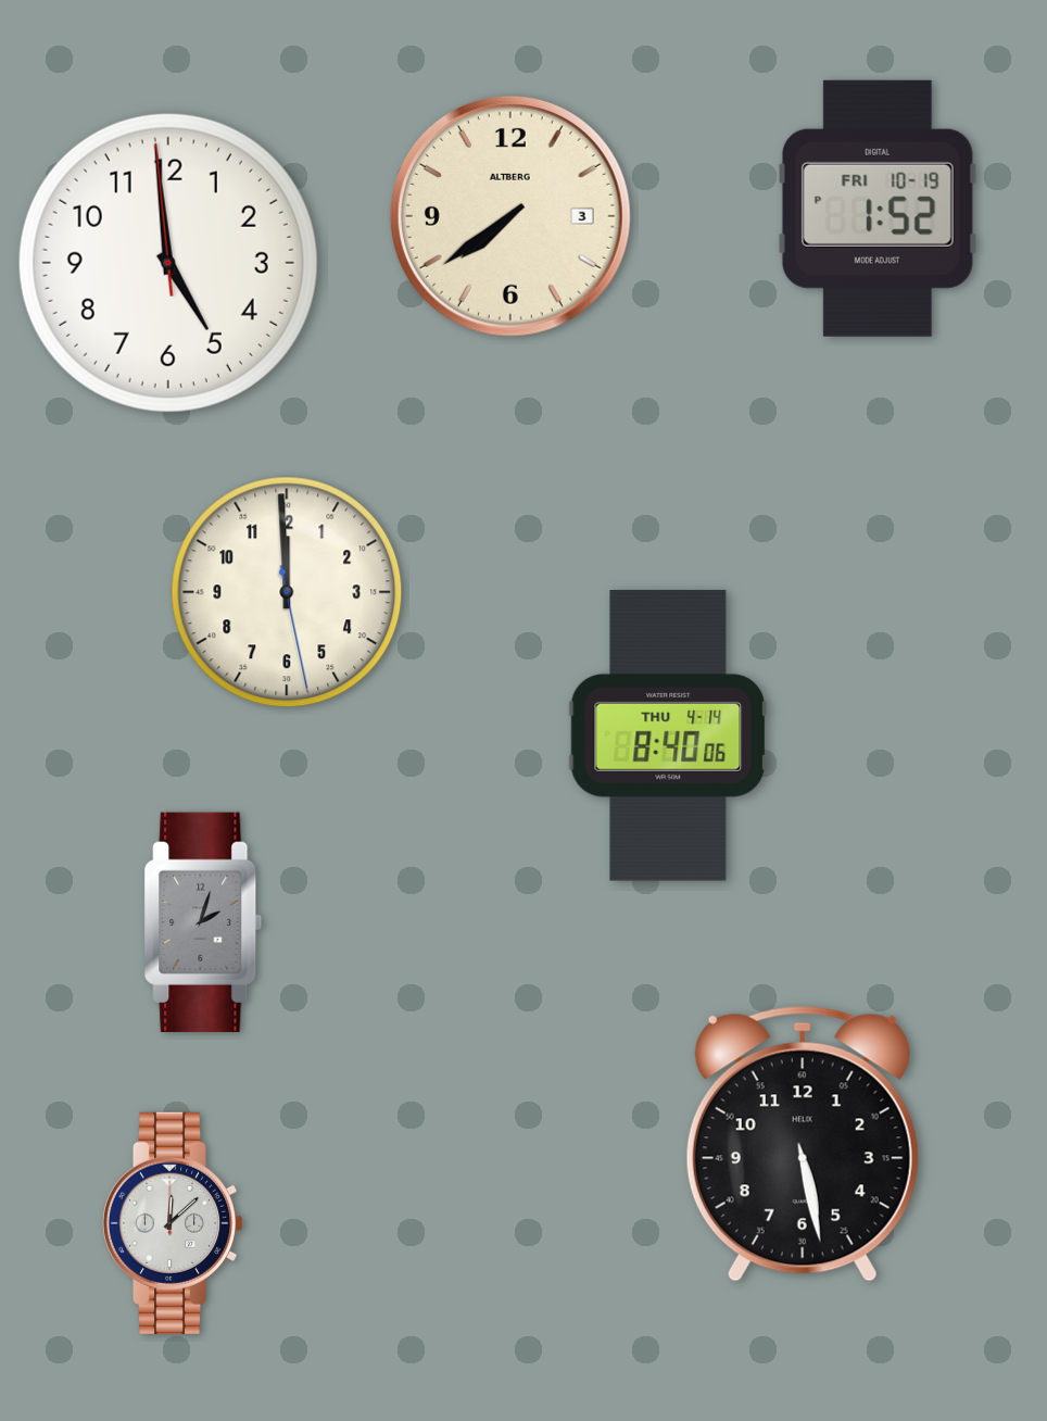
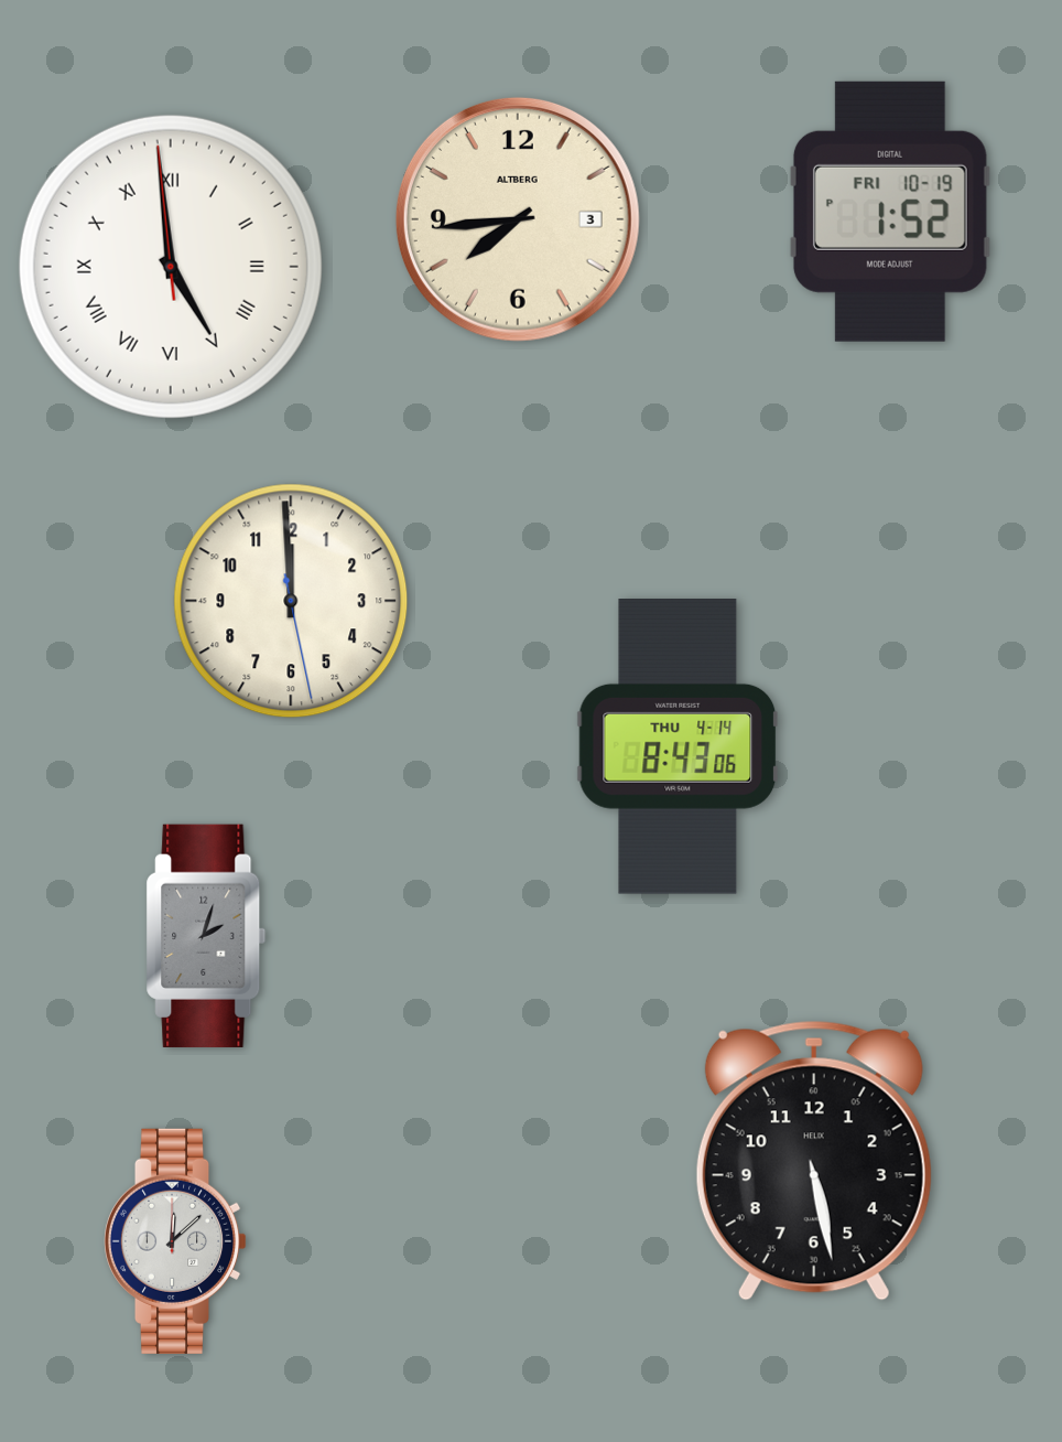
clock at (510, 216): 7:39 -> 7:44
clock at (168, 263) numerals: Arabic -> Roman
clock at (668, 737): 8:40 -> 8:43
